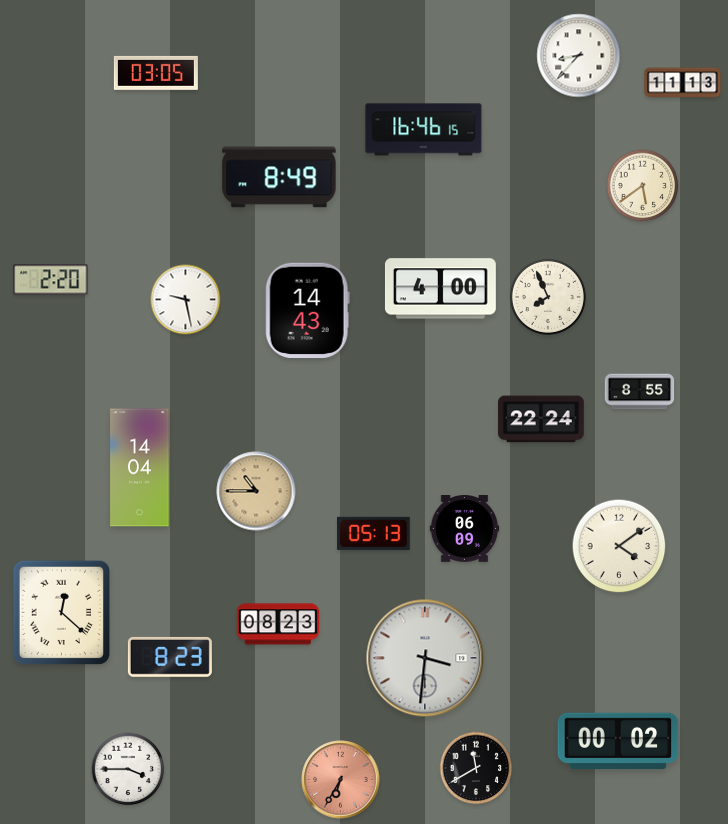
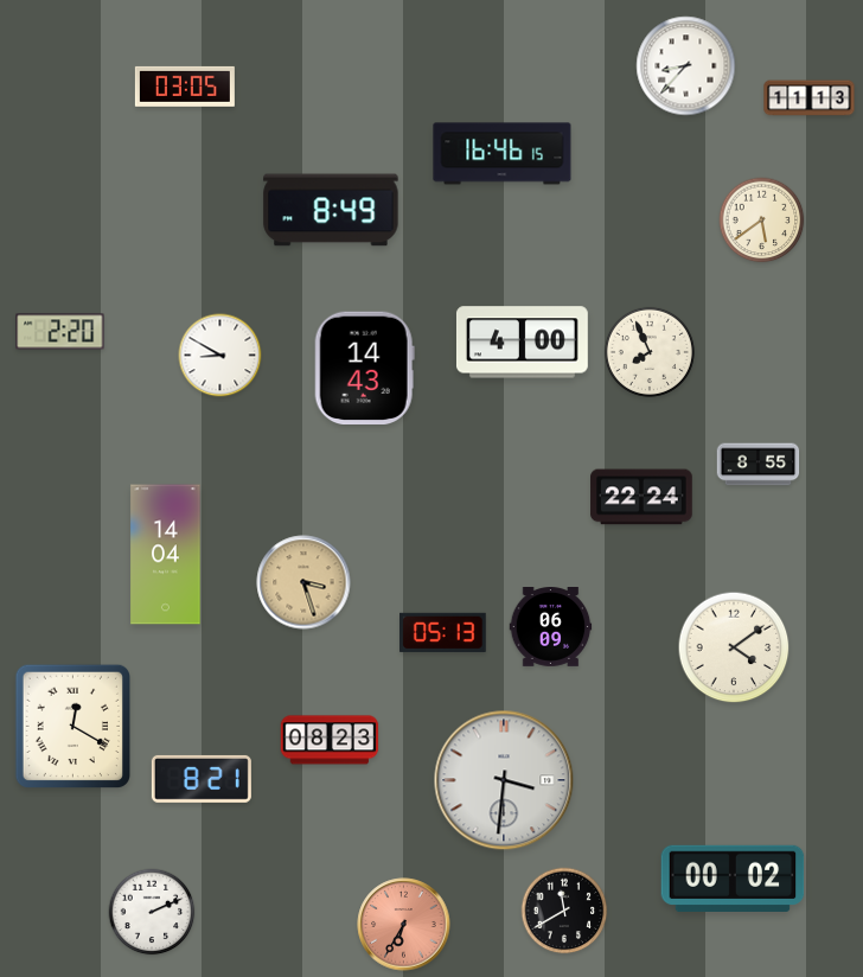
clock at (186, 300): 9:28 -> 8:50
clock at (256, 491): 10:45 -> 3:27
clock at (61, 612): 12:22 -> 12:20
clock at (170, 657): 8:23 -> 8:21
clock at (128, 769): 3:45 -> 2:11
